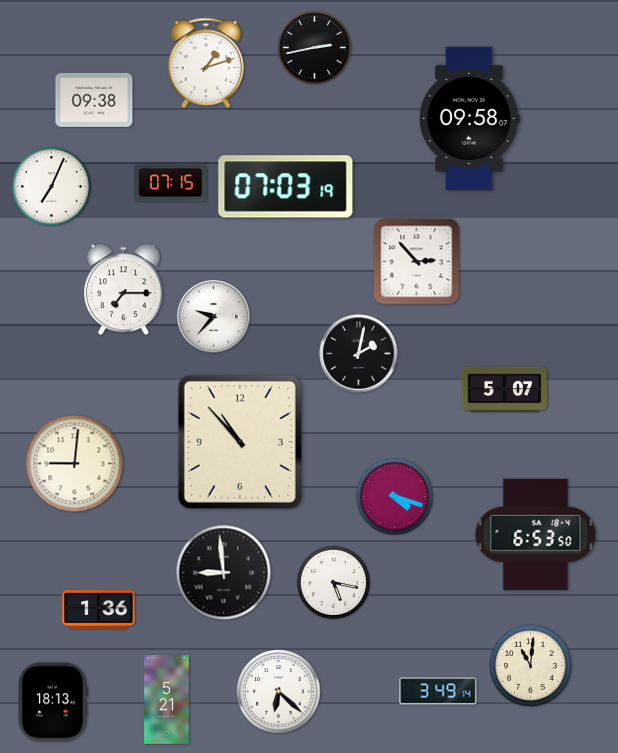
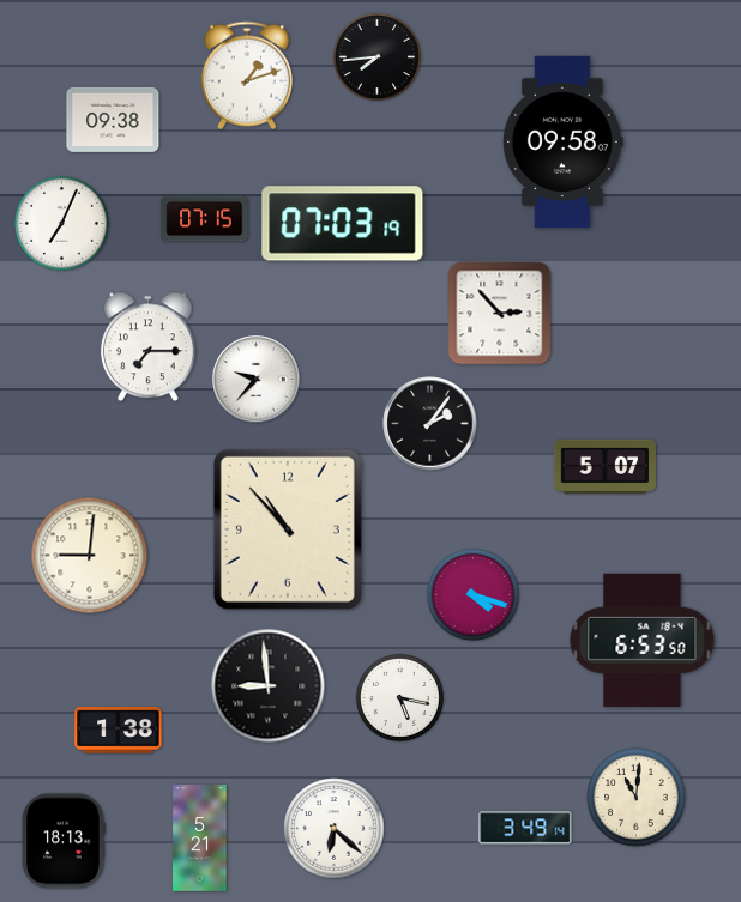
clock at (314, 47): 2:43 -> 7:44
clock at (359, 354): 2:02 -> 2:06
clock at (99, 610): 1:36 -> 1:38
